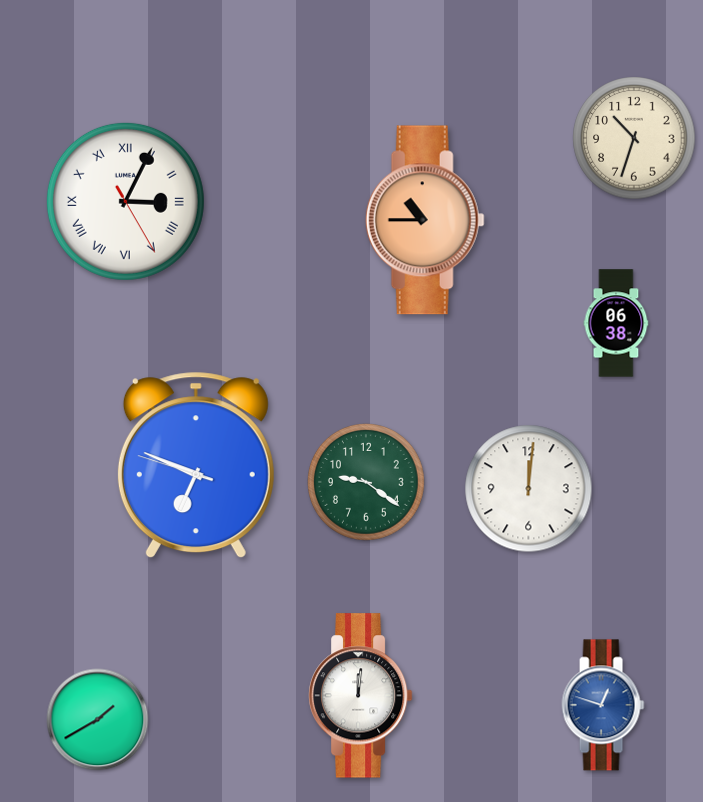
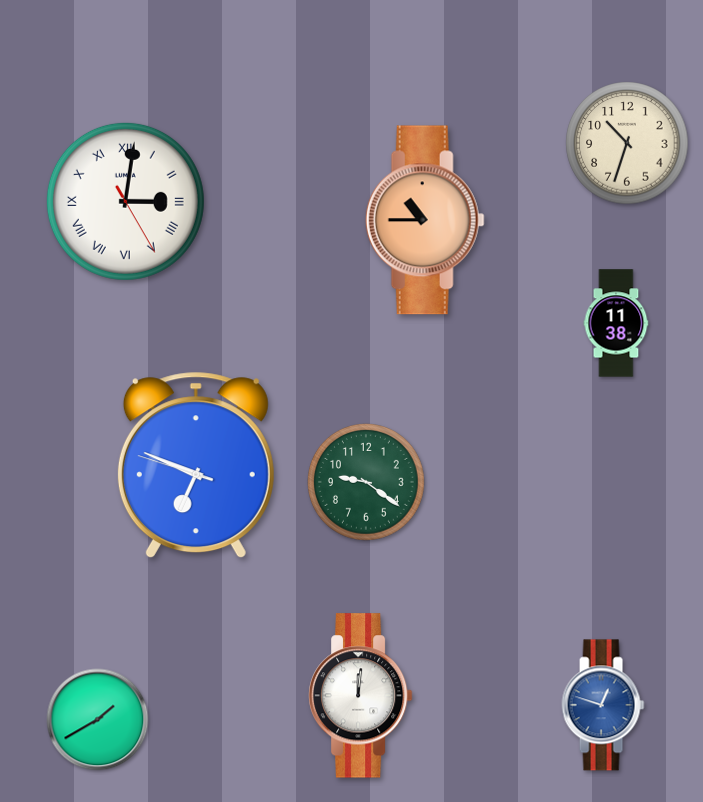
clock at (634, 138) position: (634, 138) -> (627, 143)
clock at (125, 201): 3:04 -> 3:01
clock at (616, 323): 06:38 -> 11:38
clock at (529, 489): 12:01 -> none
